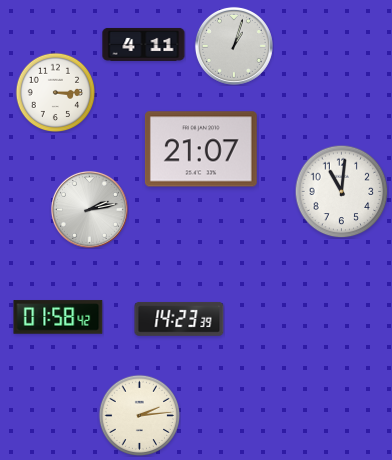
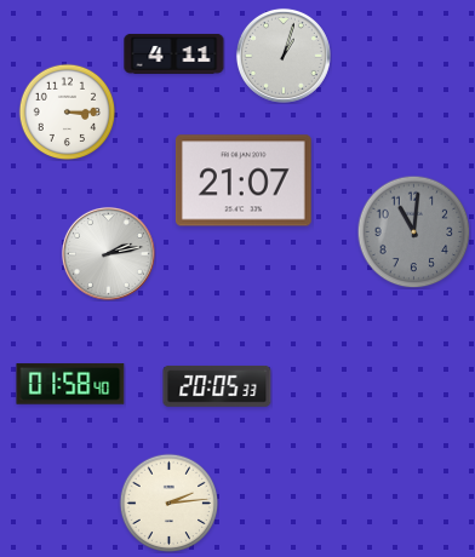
clock at (341, 191) dial: white -> grey
clock at (58, 317): 01:58:42 -> 01:58:40
clock at (179, 319): 14:23 -> 20:05
